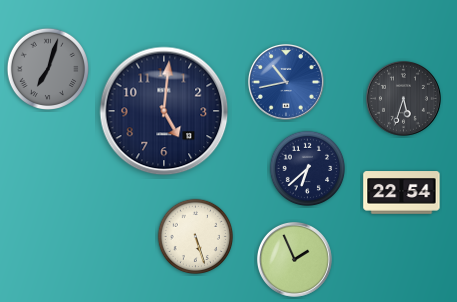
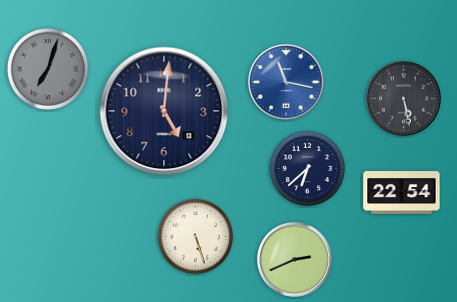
clock at (286, 82): 10:43 -> 11:17
clock at (403, 98): 5:33 -> 5:28
clock at (294, 259): 1:56 -> 2:41
